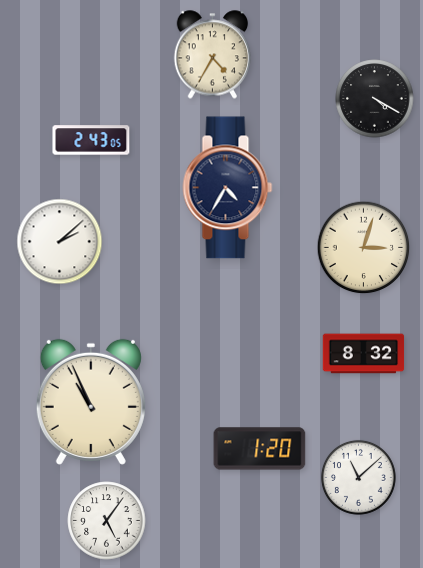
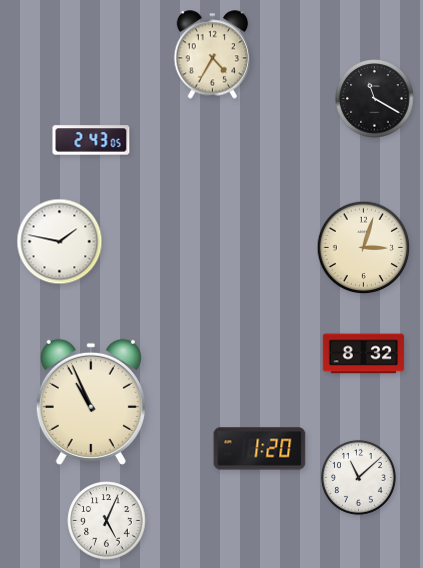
clock at (375, 99): 4:20 -> 11:20
clock at (228, 188): 4:35 -> none
clock at (60, 242): 2:08 -> 1:47
clock at (107, 521): 5:06 -> 5:04
